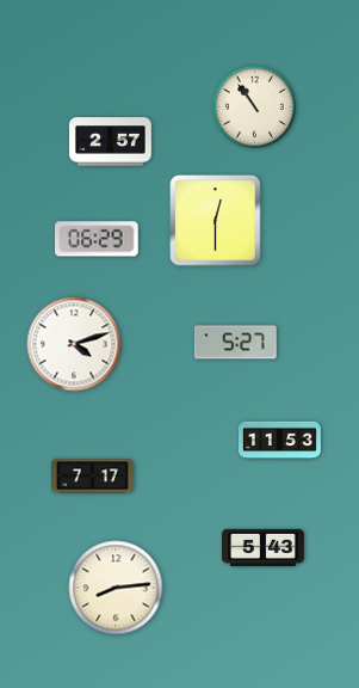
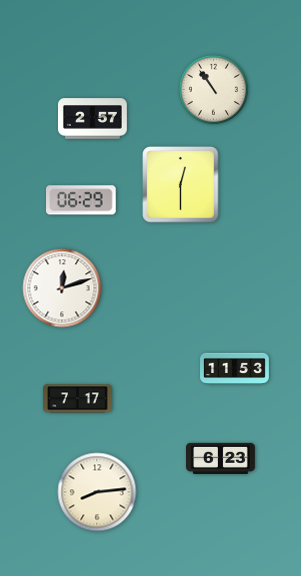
clock at (235, 343): 5:27 -> none
clock at (74, 344): 4:12 -> 12:12
clock at (264, 547): 5:43 -> 6:23
